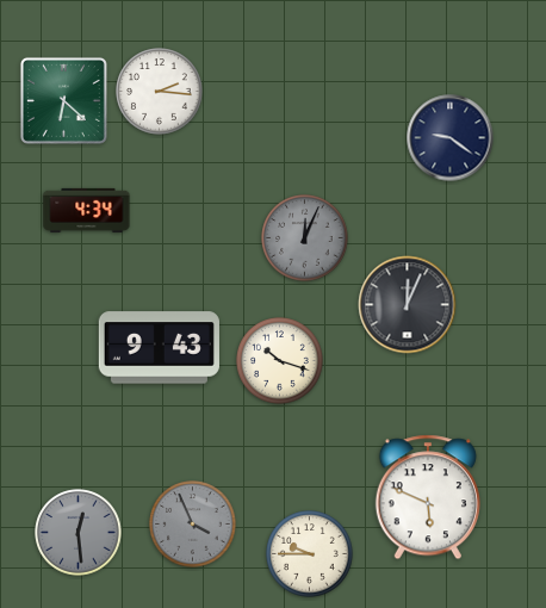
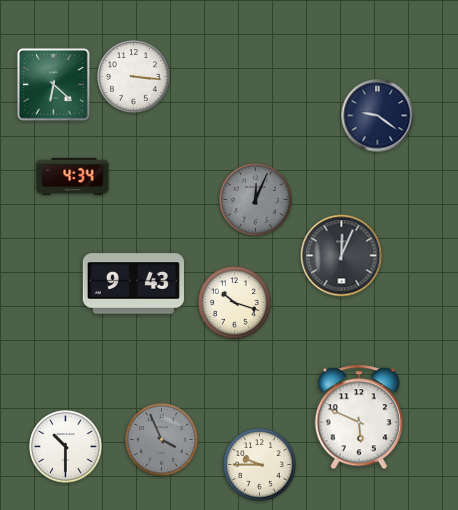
clock at (160, 92): 2:16 -> 3:16
clock at (159, 348) position: (159, 348) -> (133, 284)
clock at (79, 533): 12:29 -> 10:30
clock at (79, 533) dial: grey -> white
